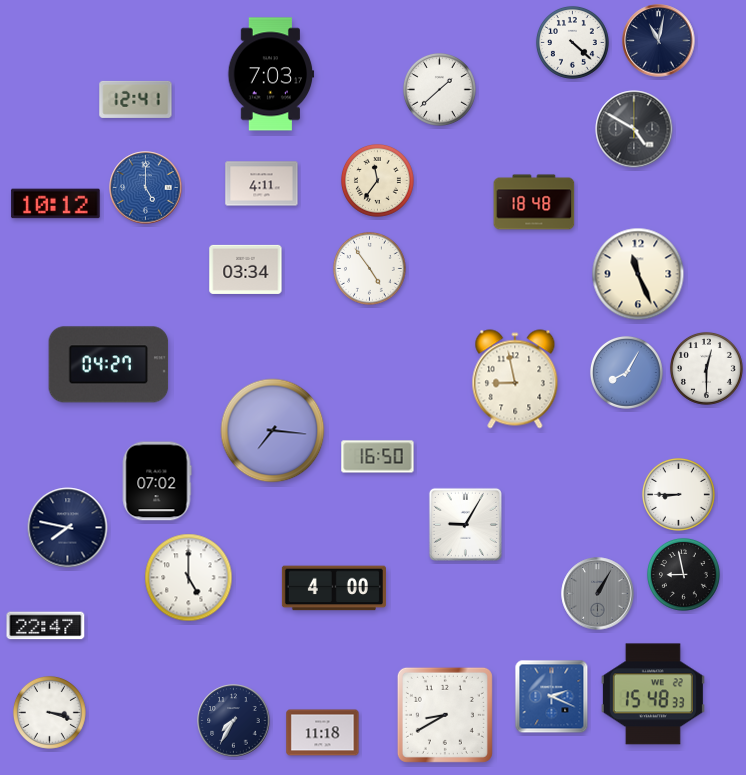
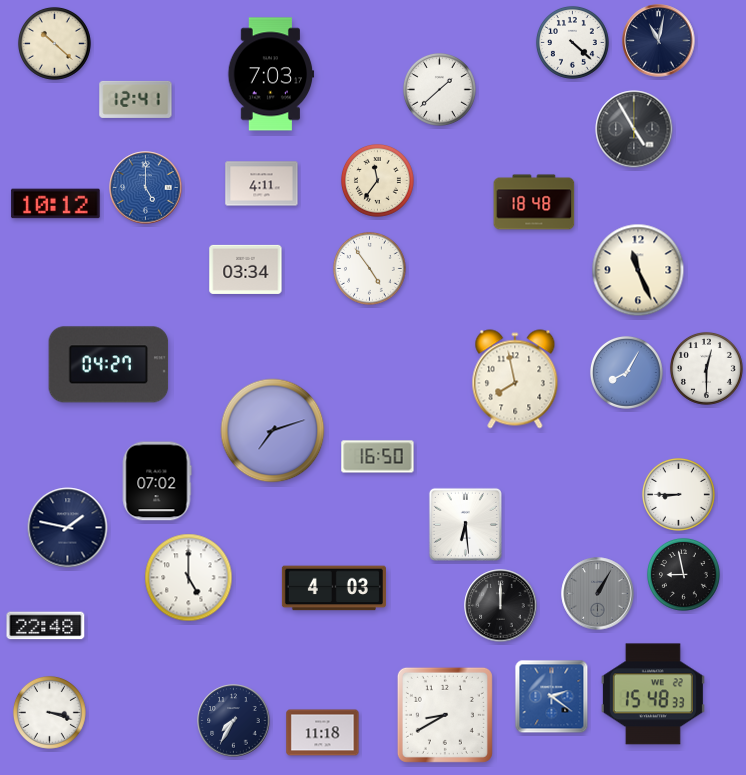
clock at (54, 43): none -> 10:22
clock at (634, 129): 4:50 -> 4:55
clock at (638, 274) position: (638, 274) -> (638, 270)
clock at (515, 379): 8:58 -> 7:58
clock at (273, 431): 7:16 -> 7:12
clock at (465, 524): 9:05 -> 6:29
clock at (68, 528): 7:47 -> 1:47
clock at (334, 588): 4:00 -> 4:03
clock at (501, 606): none -> 12:00
clock at (46, 626): 22:47 -> 22:48
clock at (552, 697): 2:19 -> 2:21
